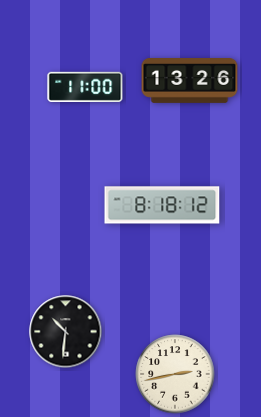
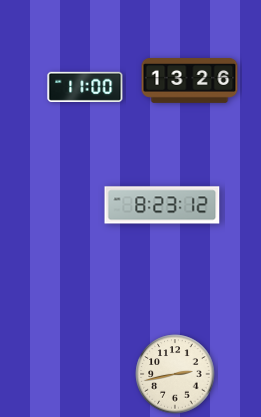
clock at (162, 205): 8:18 -> 8:23
clock at (66, 332): 10:31 -> none
